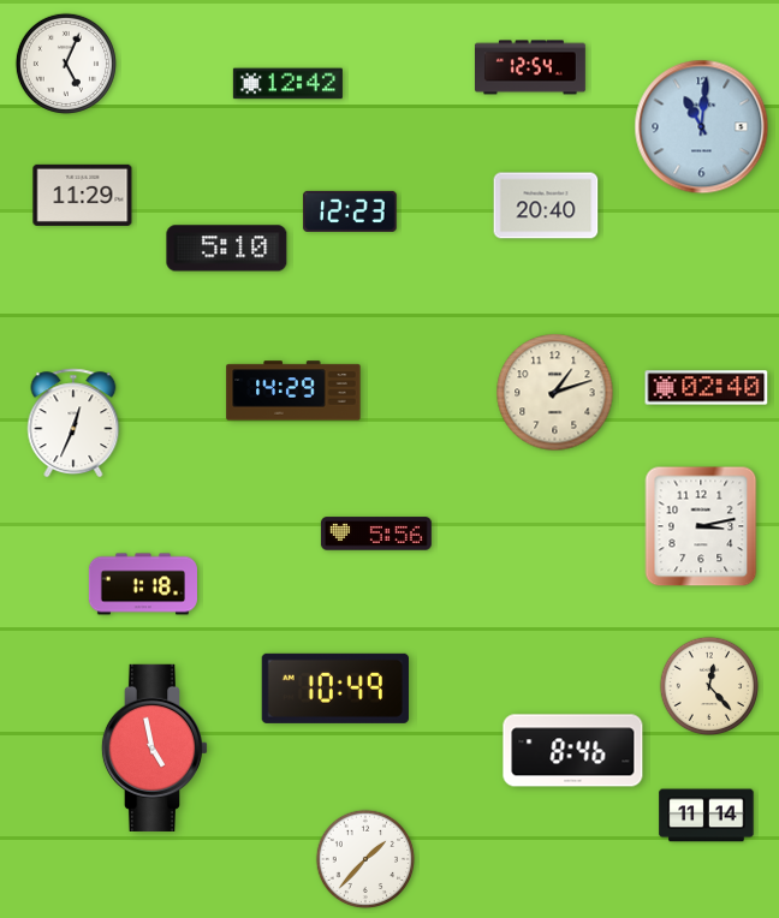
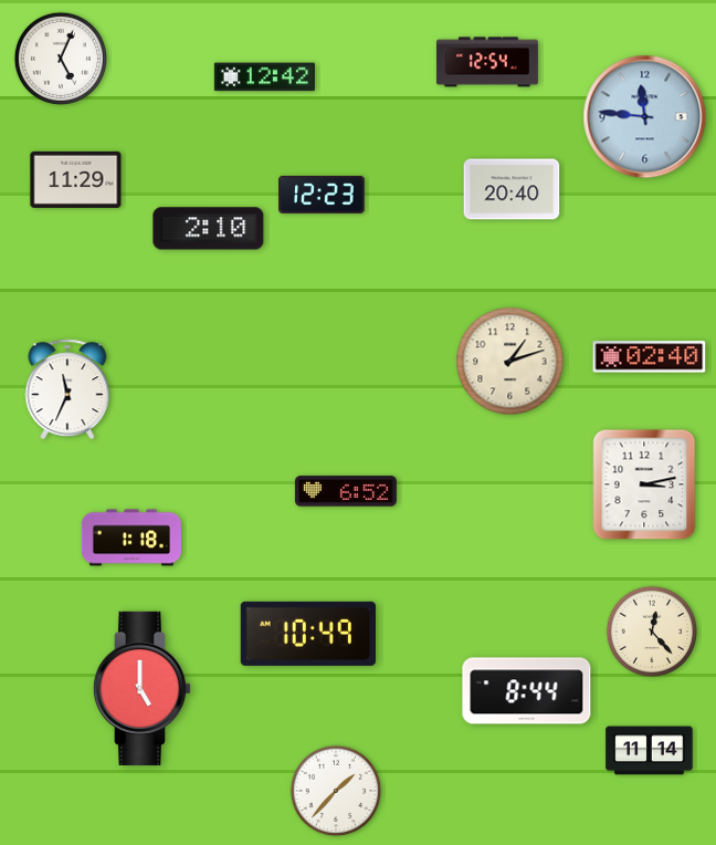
clock at (702, 127): 11:01 -> 11:46
clock at (546, 205) position: (546, 205) -> (512, 189)
clock at (227, 249): 5:10 -> 2:10
clock at (293, 391): 14:29 -> none
clock at (73, 423): 12:34 -> 11:34
clock at (376, 533): 5:56 -> 6:52
clock at (155, 747): 4:58 -> 5:00
clock at (573, 751): 8:46 -> 8:44
